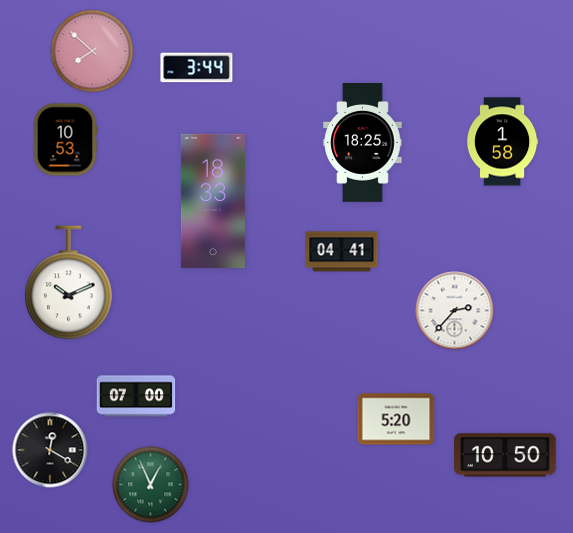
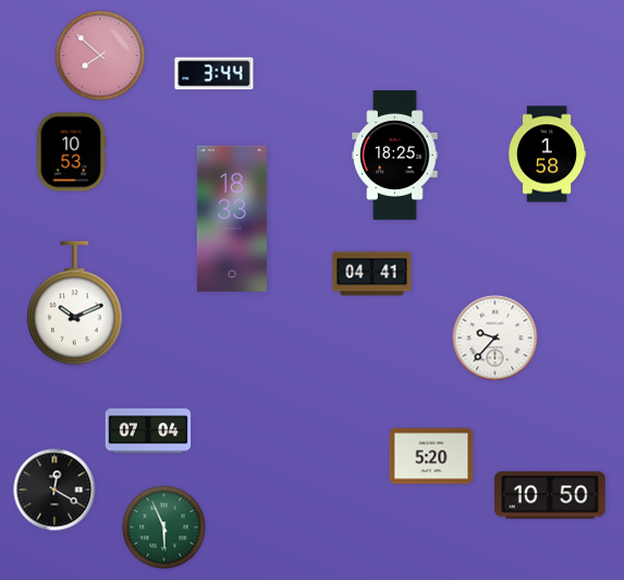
clock at (69, 283) position: (69, 283) -> (75, 304)
clock at (455, 311): 2:37 -> 9:37
clock at (136, 396): 07:00 -> 07:04
clock at (151, 485): 12:56 -> 5:56
